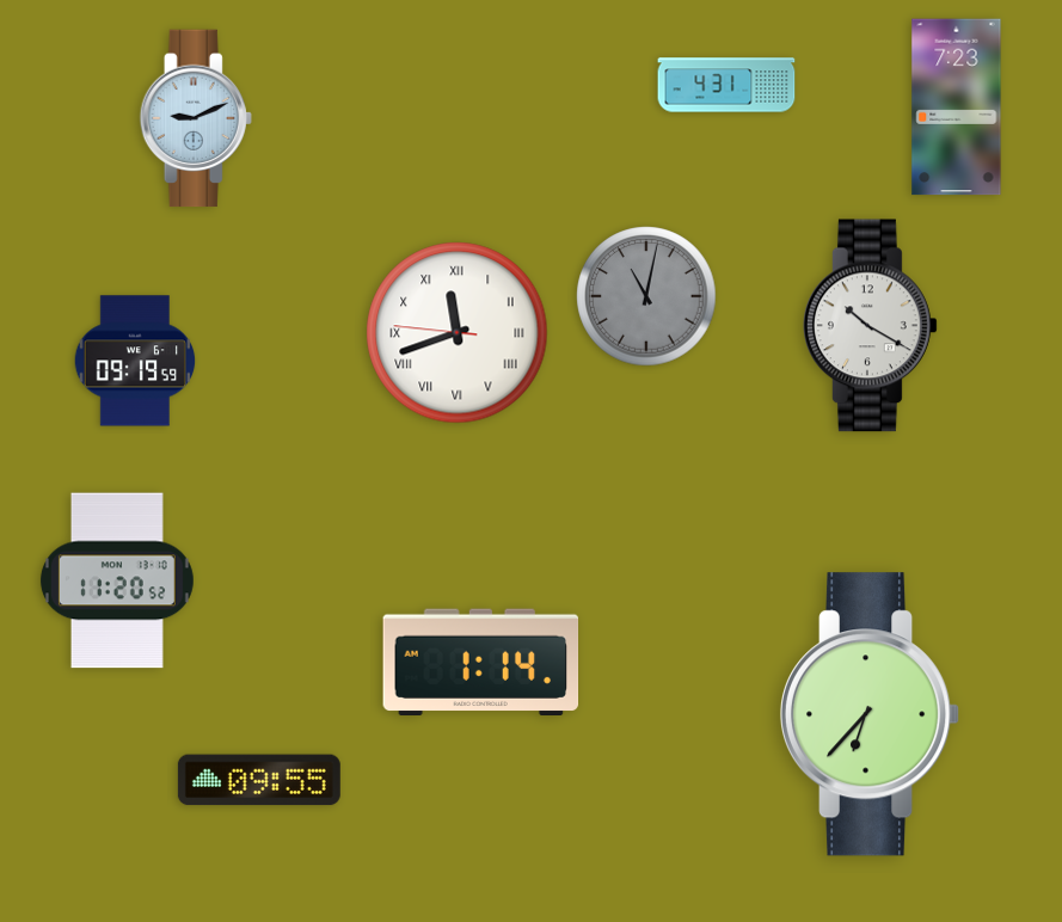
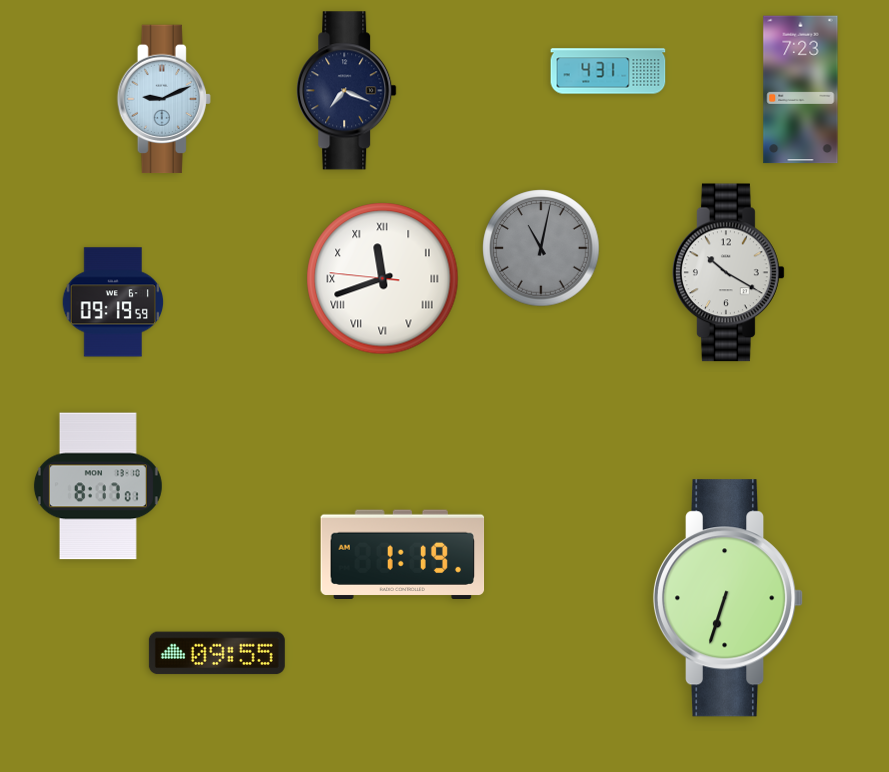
clock at (347, 91): none -> 7:19
clock at (117, 580): 11:20 -> 8:17
clock at (481, 662): 1:14 -> 1:19
clock at (870, 714): 6:37 -> 6:33
